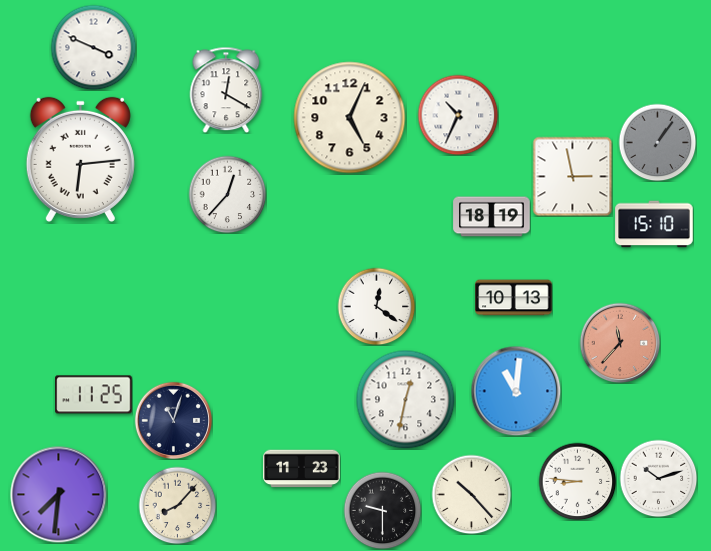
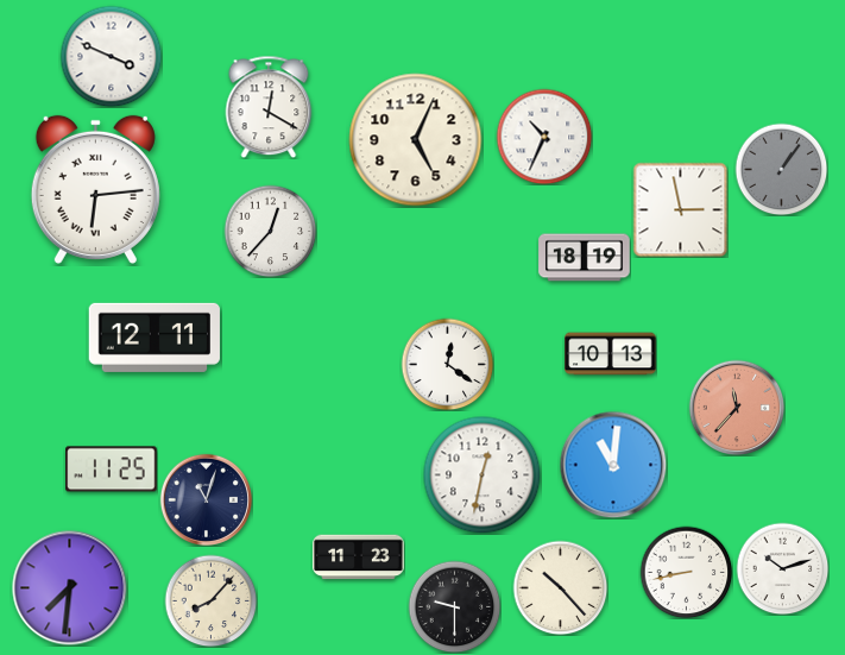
clock at (654, 224): 15:10 -> none
clock at (155, 338): none -> 12:11
clock at (577, 481): 8:46 -> 8:43
